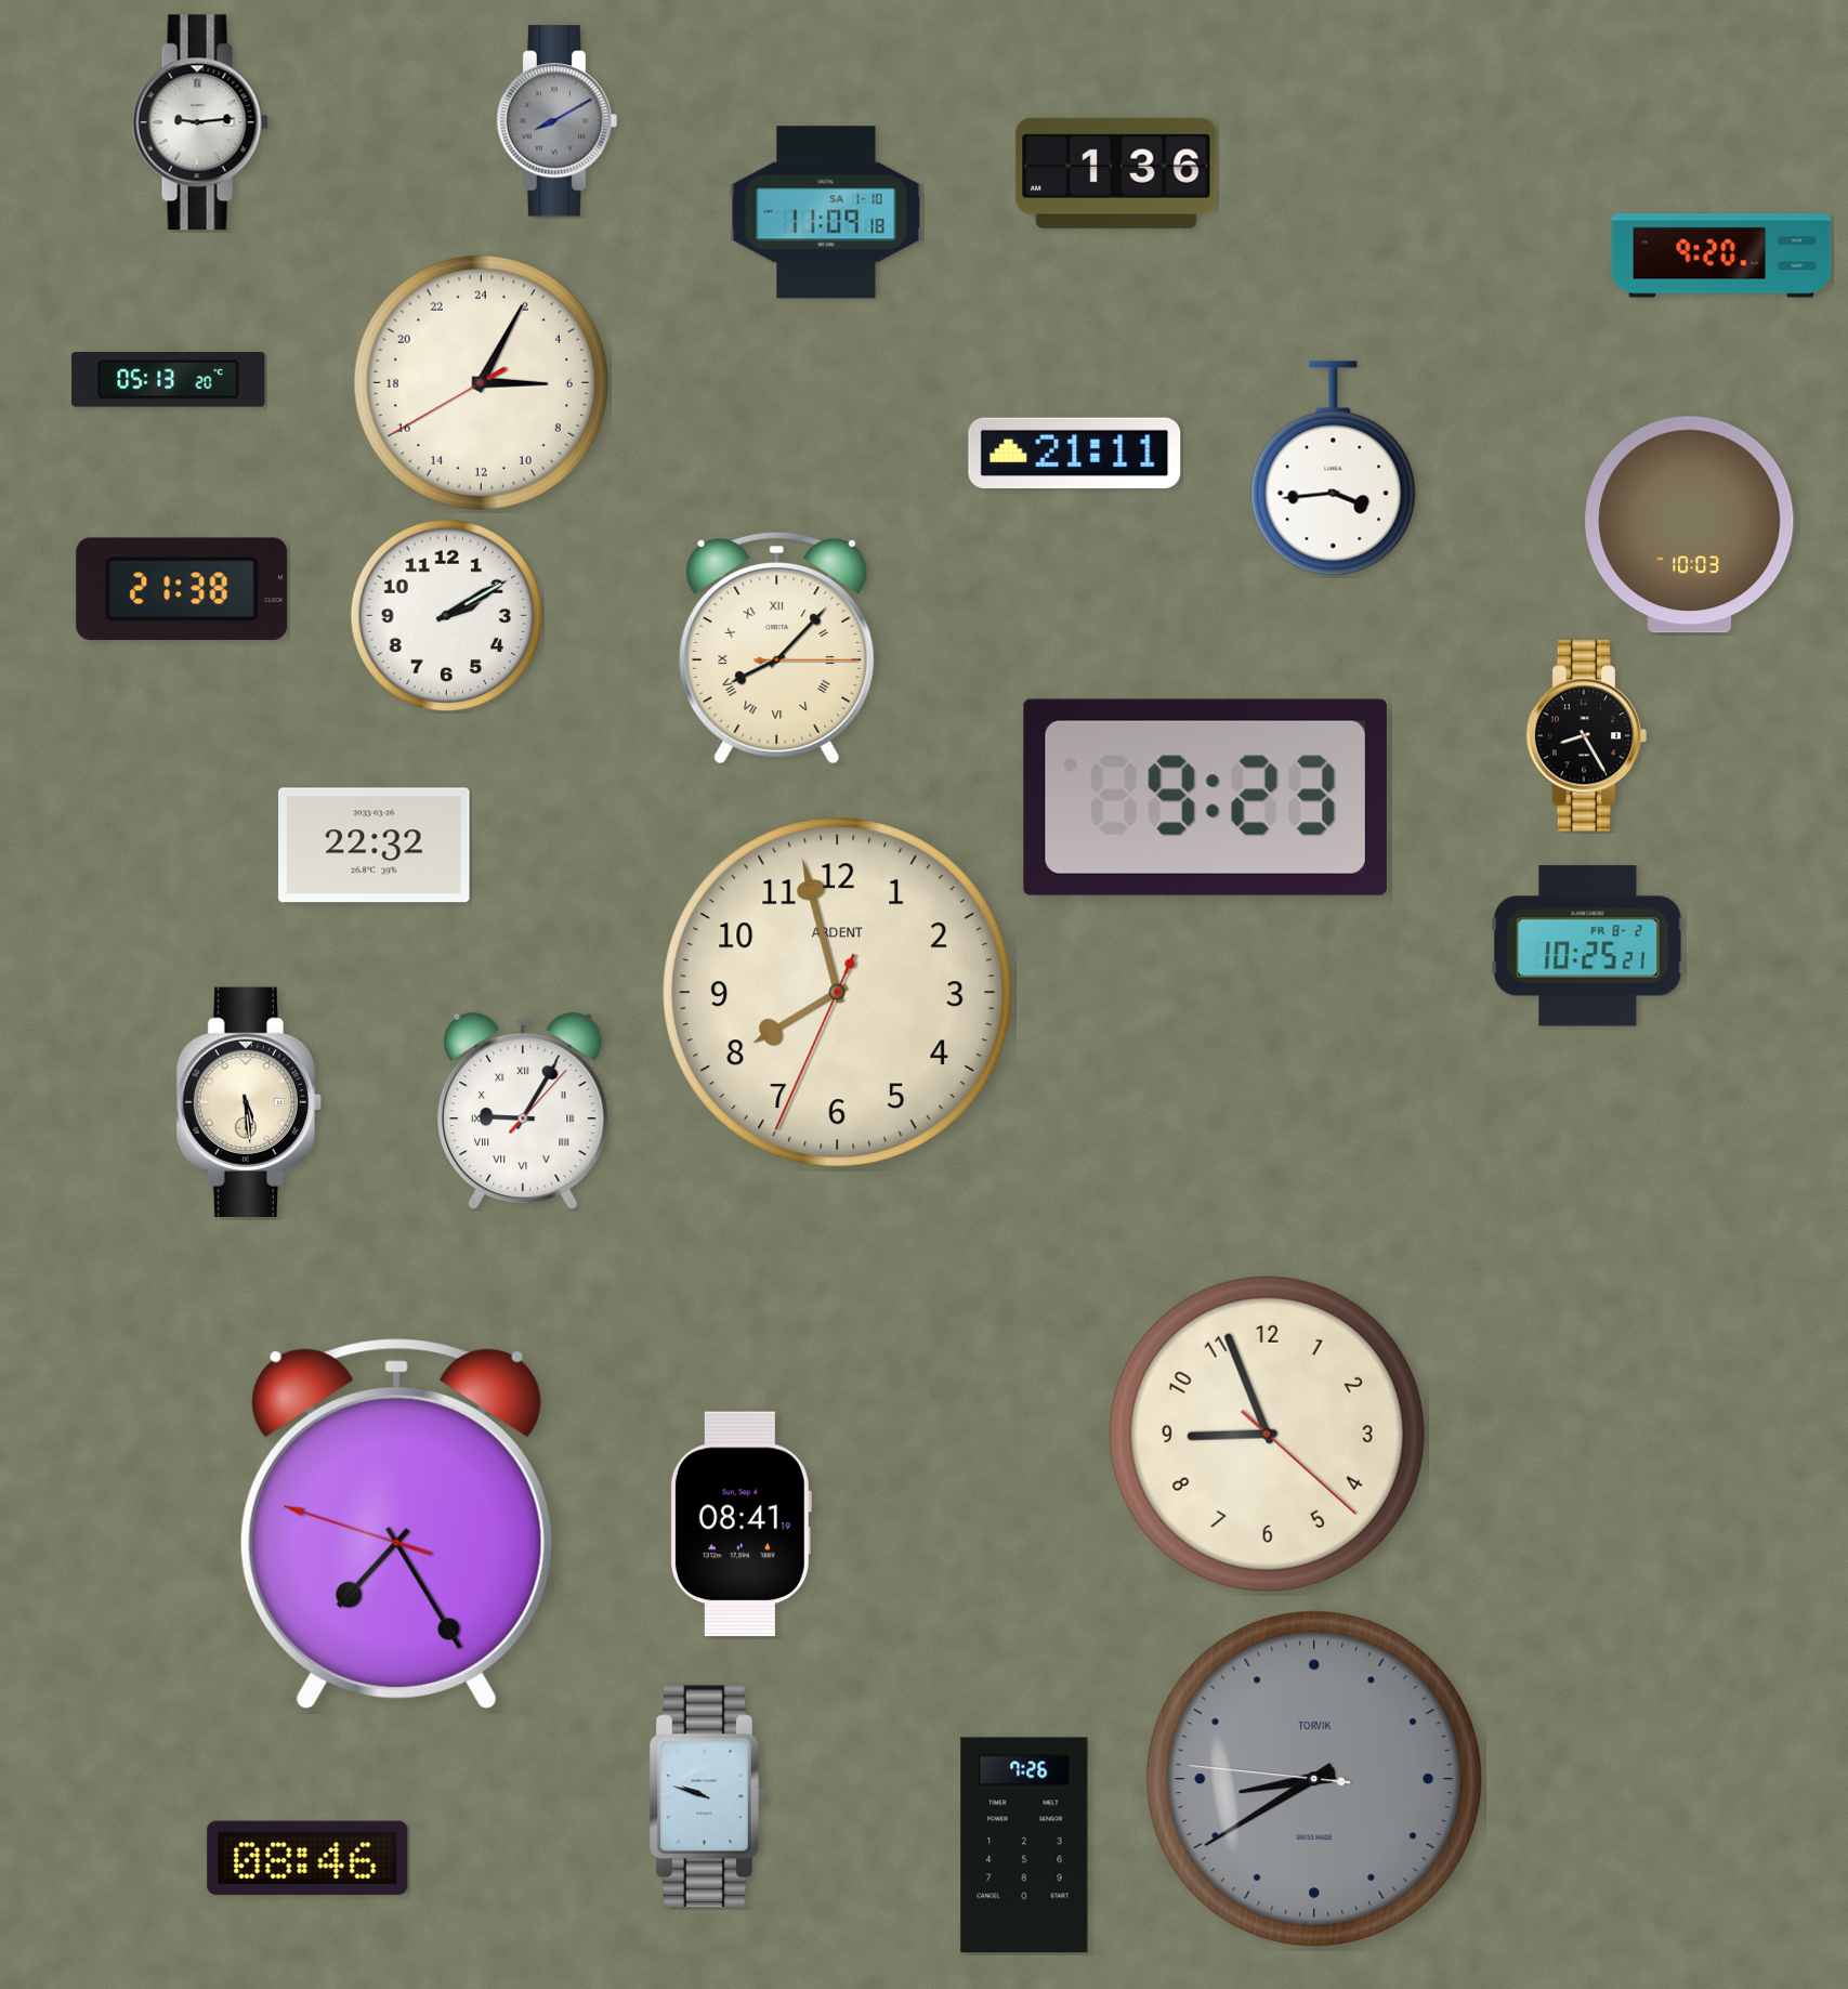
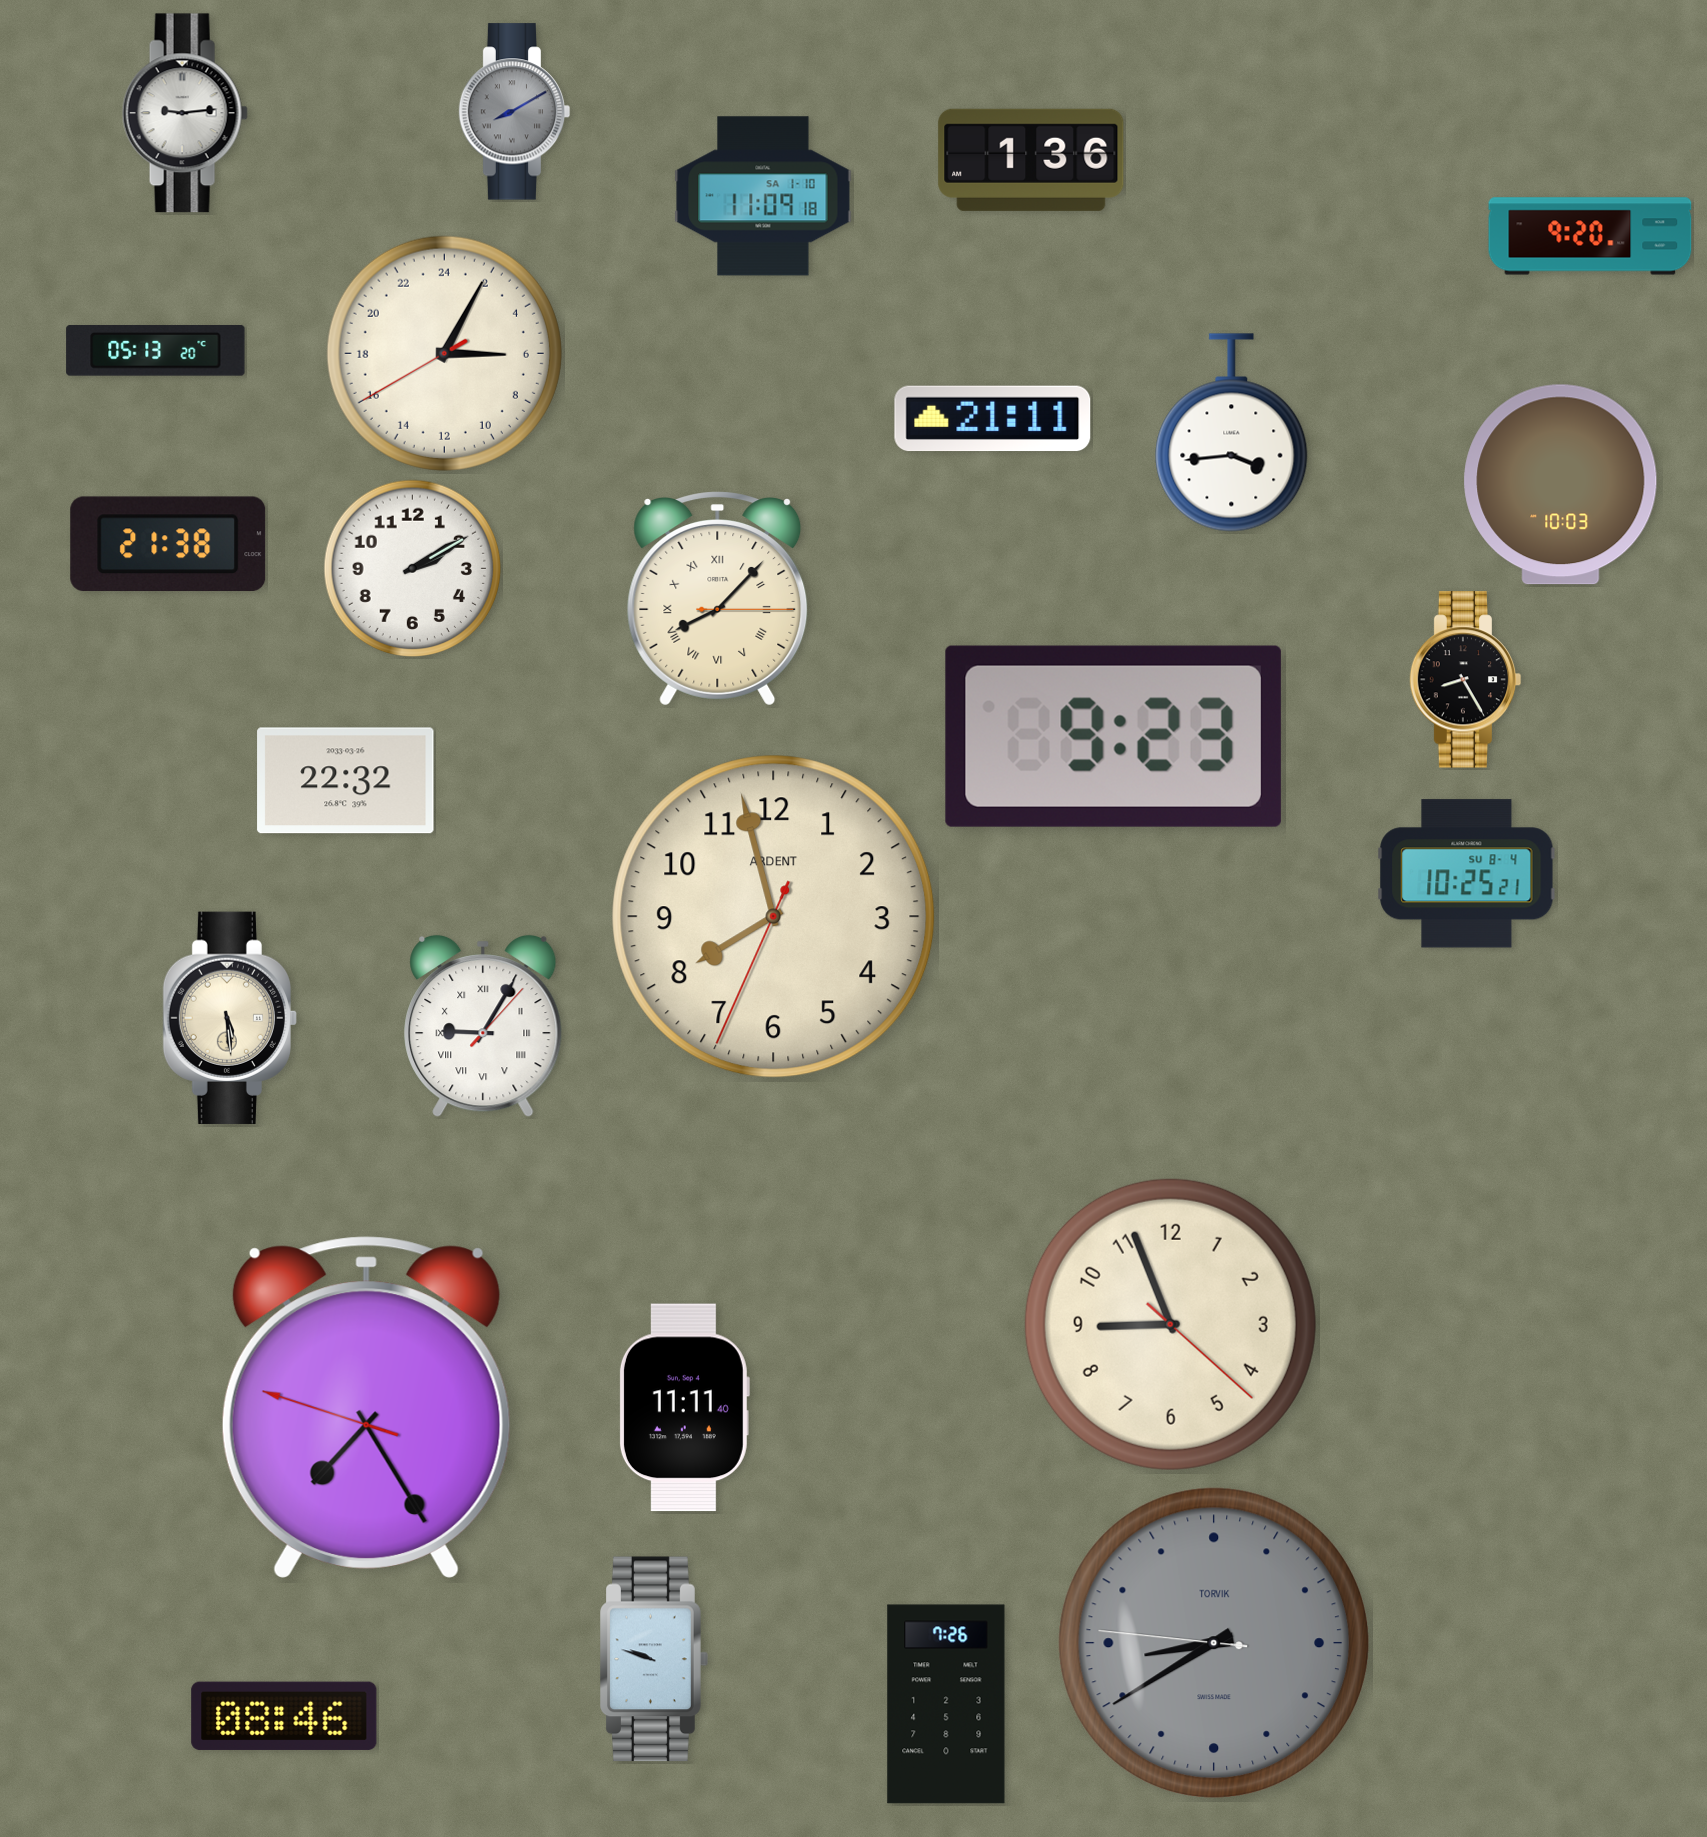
clock at (1588, 946) date: FR 8-2 -> SU 8-4
clock at (740, 1525): 08:41 -> 11:11
